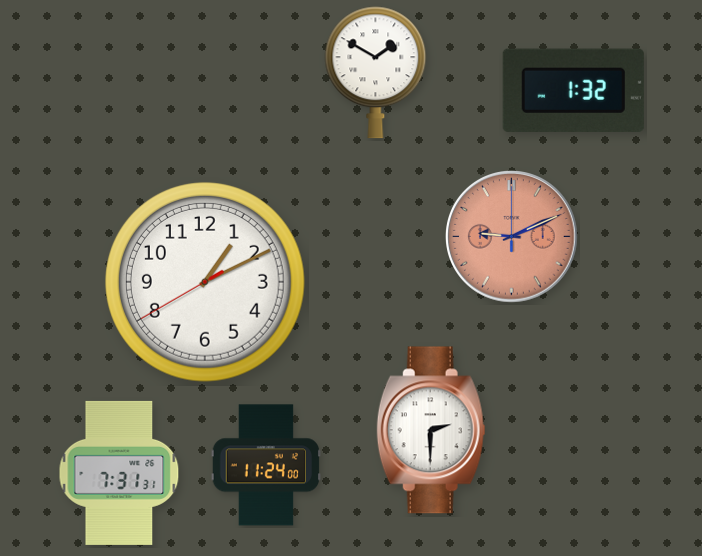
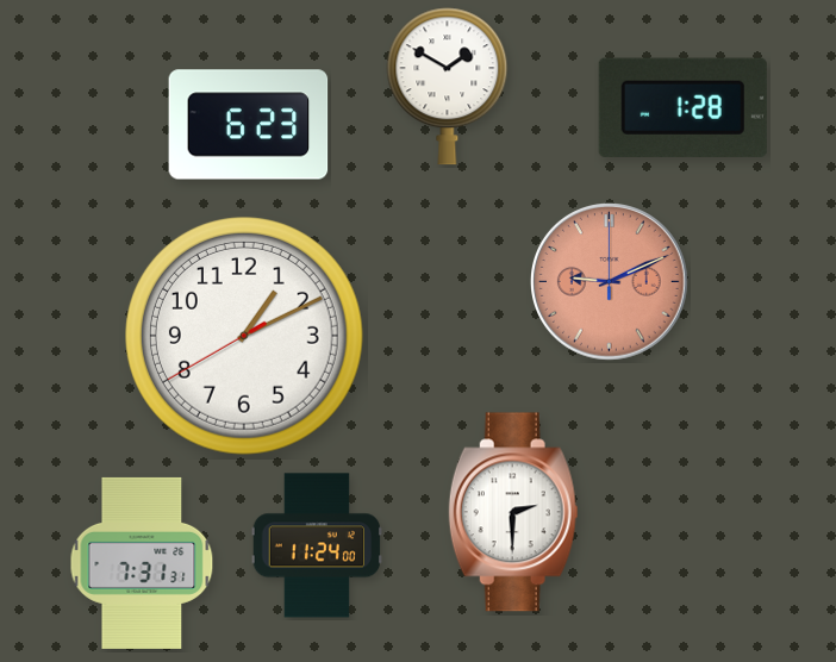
clock at (573, 90): 1:32 -> 1:28
clock at (249, 125): none -> 6:23
clock at (265, 465) position: (265, 465) -> (316, 545)
